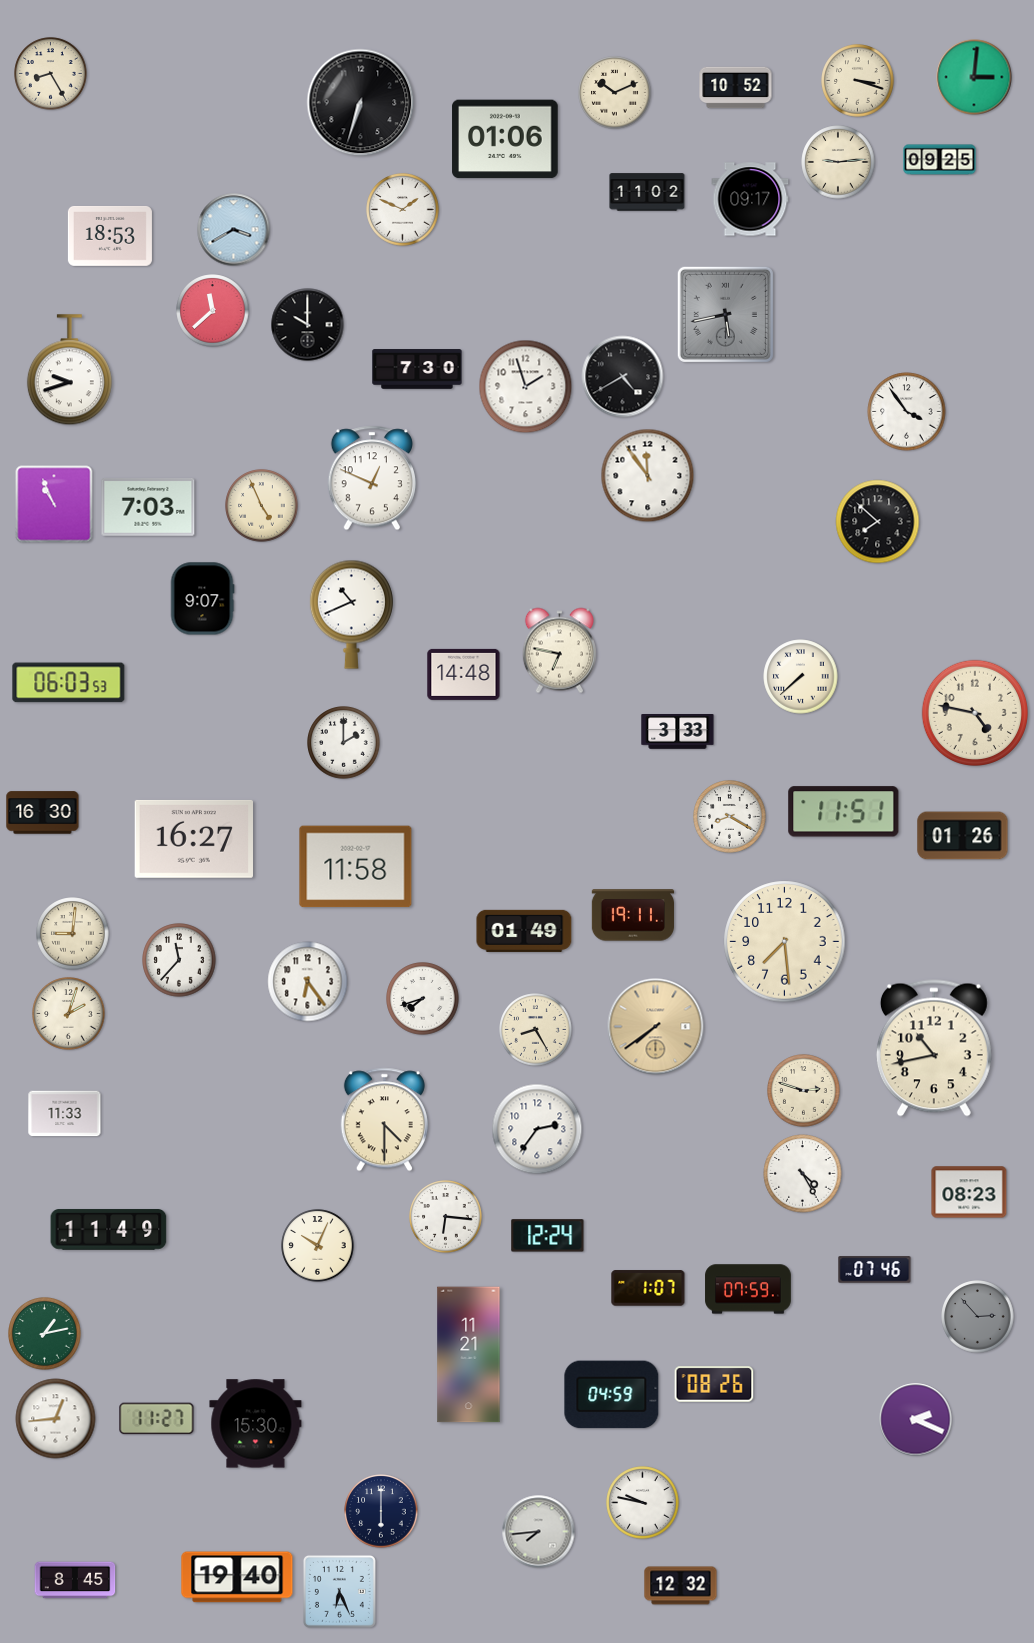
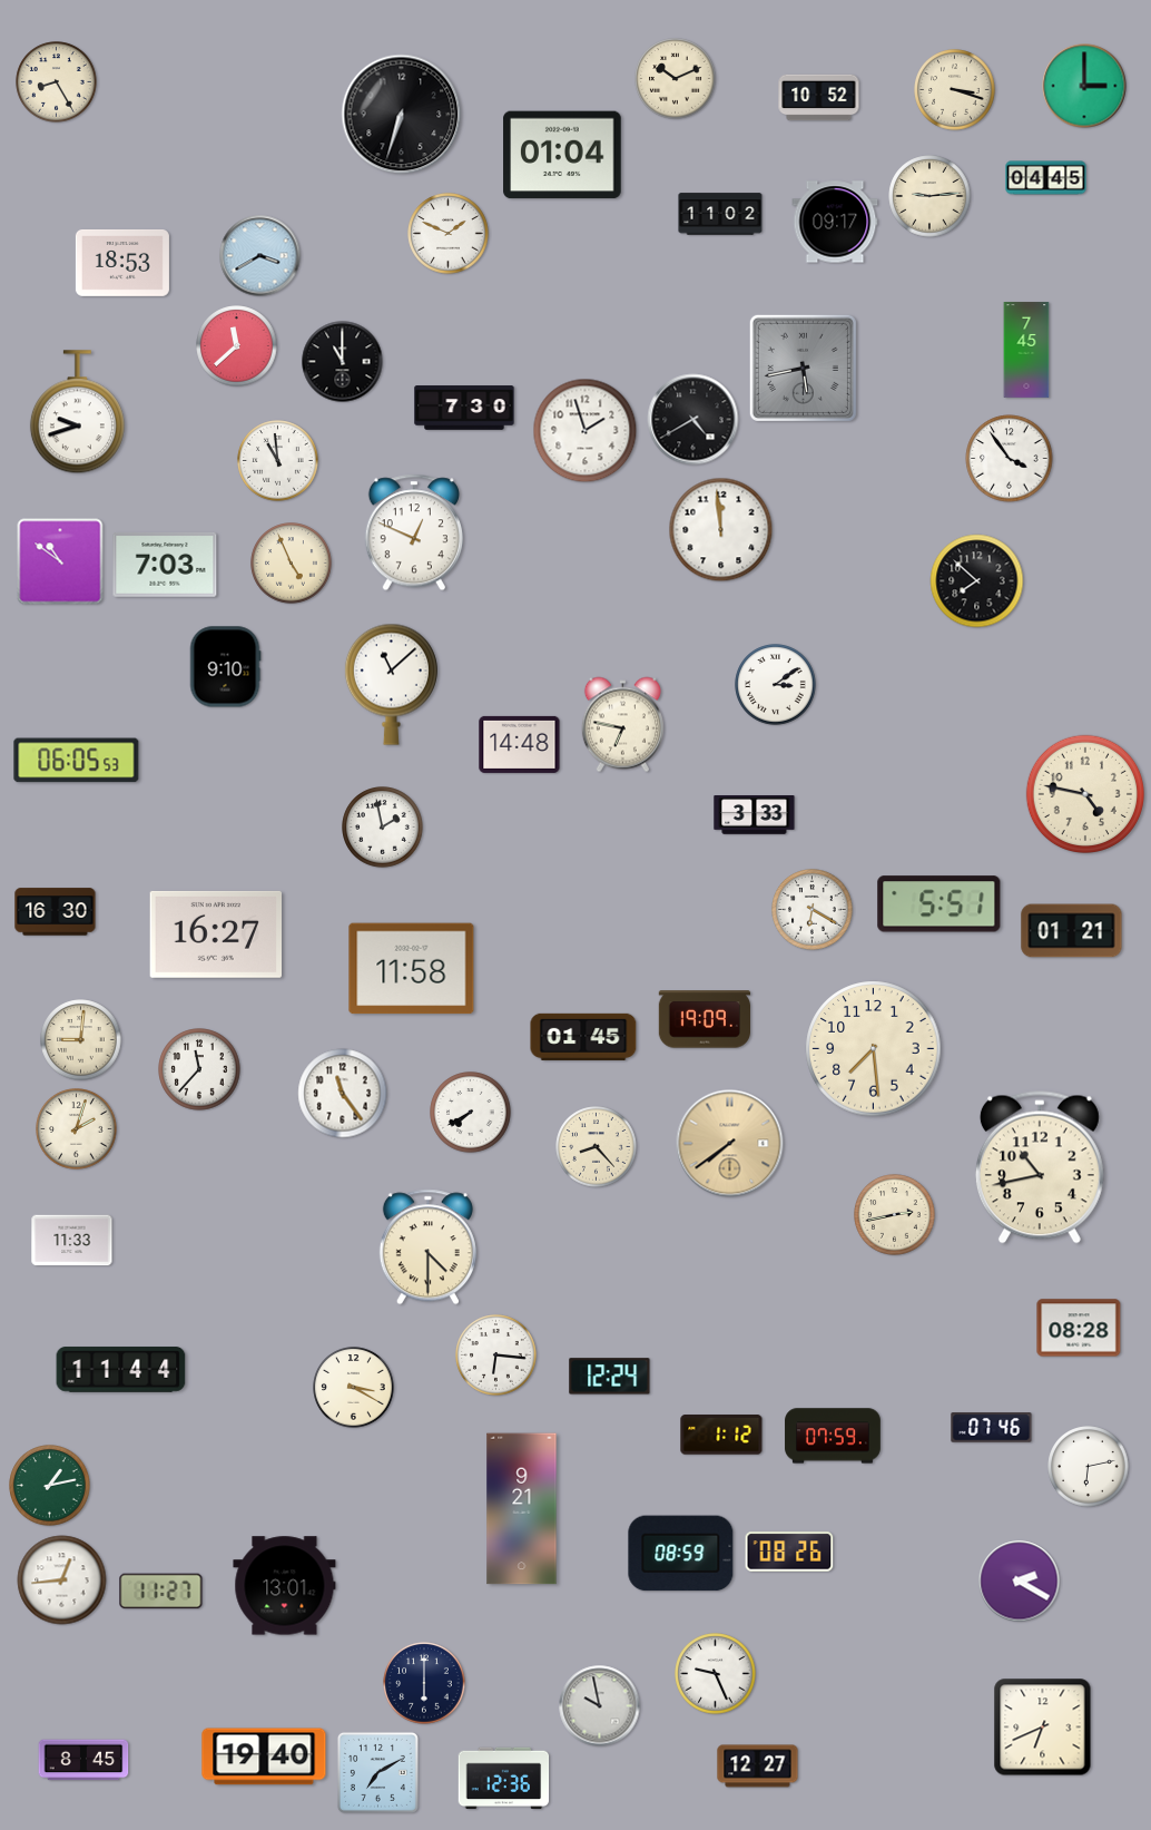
clock at (974, 77): 3:01 -> 3:00
clock at (615, 93) position: (615, 93) -> (676, 79)
clock at (505, 139): 01:06 -> 01:04
clock at (940, 160): 09:25 -> 04:45
clock at (838, 162) position: (838, 162) -> (929, 196)
clock at (725, 314) position: (725, 314) -> (803, 368)
clock at (1026, 350): none -> 7:45
clock at (308, 325): 10:00 -> 11:00
clock at (417, 369) position: (417, 369) -> (464, 408)
clock at (278, 461): none -> 10:59
clock at (648, 476): 11:54 -> 11:59
clock at (54, 504): 10:56 -> 10:51
clock at (202, 599): 9:07 -> 9:10
clock at (351, 614): 10:41 -> 11:08
clock at (776, 685): none -> 3:09
clock at (464, 674) position: (464, 674) -> (520, 744)
clock at (801, 677): 7:38 -> none
clock at (69, 683): 06:03 -> 06:05
clock at (344, 743): 2:00 -> 1:58
clock at (844, 812): 11:51 -> 5:51
clock at (43, 813) position: (43, 813) -> (56, 912)
clock at (730, 817): 8:20 -> 6:20
clock at (963, 836): 01:26 -> 01:21
clock at (356, 867) position: (356, 867) -> (412, 969)
clock at (632, 915): 19:11 -> 19:09
clock at (524, 931): 01:49 -> 01:45
clock at (308, 982): 6:24 -> 11:24
clock at (423, 999): 7:42 -> 7:40
clock at (536, 1030): 8:25 -> 8:23
clock at (804, 1091): 2:48 -> 2:43
clock at (537, 1129): 2:36 -> none
clock at (803, 1174): 4:25 -> none
clock at (969, 1192): 08:23 -> 08:28
clock at (109, 1230): 11:49 -> 11:44
clock at (318, 1246): 10:04 -> 3:20
clock at (875, 1270) position: (875, 1270) -> (992, 1428)
clock at (648, 1288): 1:07 -> 1:12
clock at (978, 1317): 2:53 -> 6:13
clock at (978, 1317) dial: grey -> white
clock at (469, 1355): 11:21 -> 9:21
clock at (714, 1384) position: (714, 1384) -> (789, 1552)
clock at (612, 1395): 04:59 -> 08:59
clock at (157, 1419) position: (157, 1419) -> (161, 1592)
clock at (916, 1420): 2:19 -> 2:20
clock at (256, 1424): 15:30 -> 13:01
clock at (643, 1503): 9:47 -> 9:26
clock at (539, 1532): 7:44 -> 9:58
clock at (1043, 1728): none -> 6:41
clock at (681, 1586): 12:32 -> 12:27
clock at (339, 1591): 6:26 -> 7:10
clock at (504, 1779): none -> 12:36
